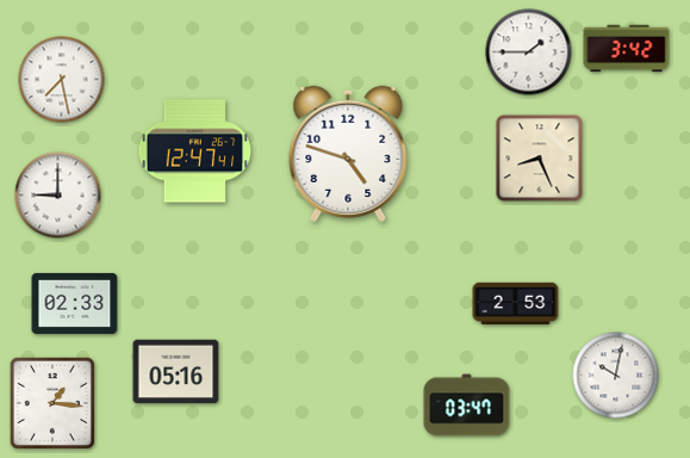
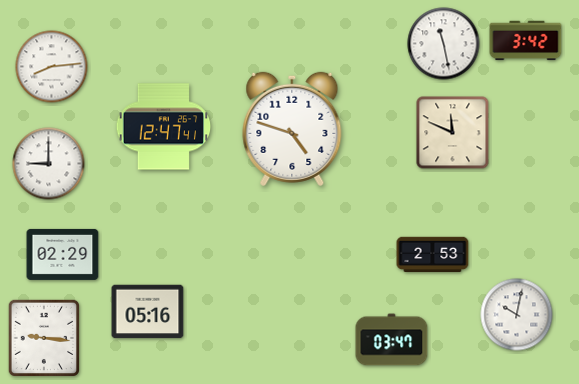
clock at (529, 52): 1:45 -> 11:28
clock at (62, 80): 7:28 -> 8:14
clock at (540, 159): 8:26 -> 11:49
clock at (75, 303): 02:33 -> 02:29
clock at (51, 402): 1:16 -> 9:16
